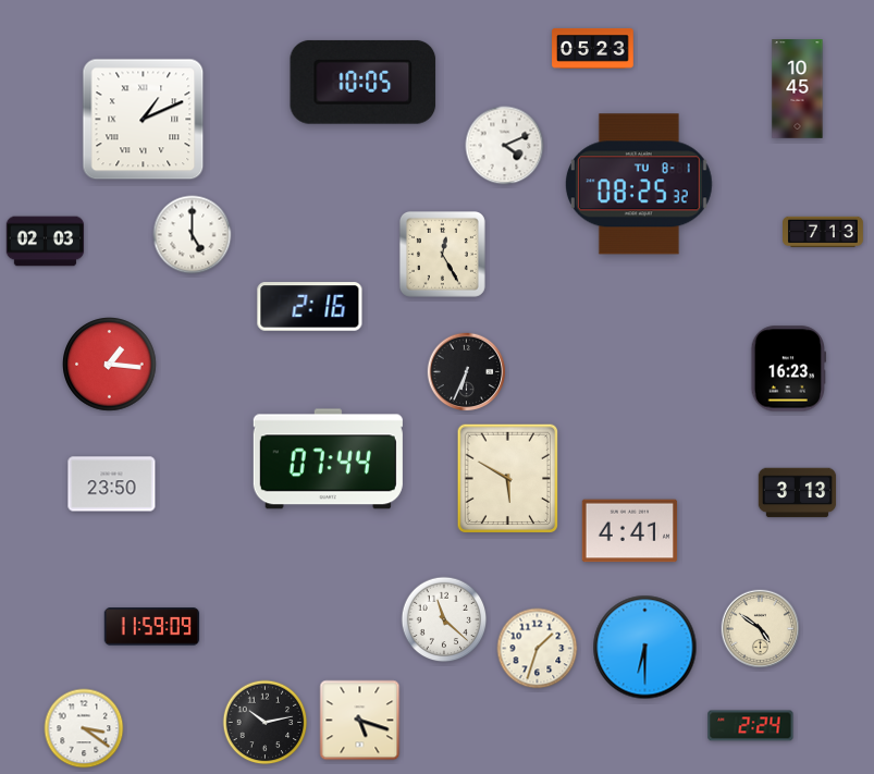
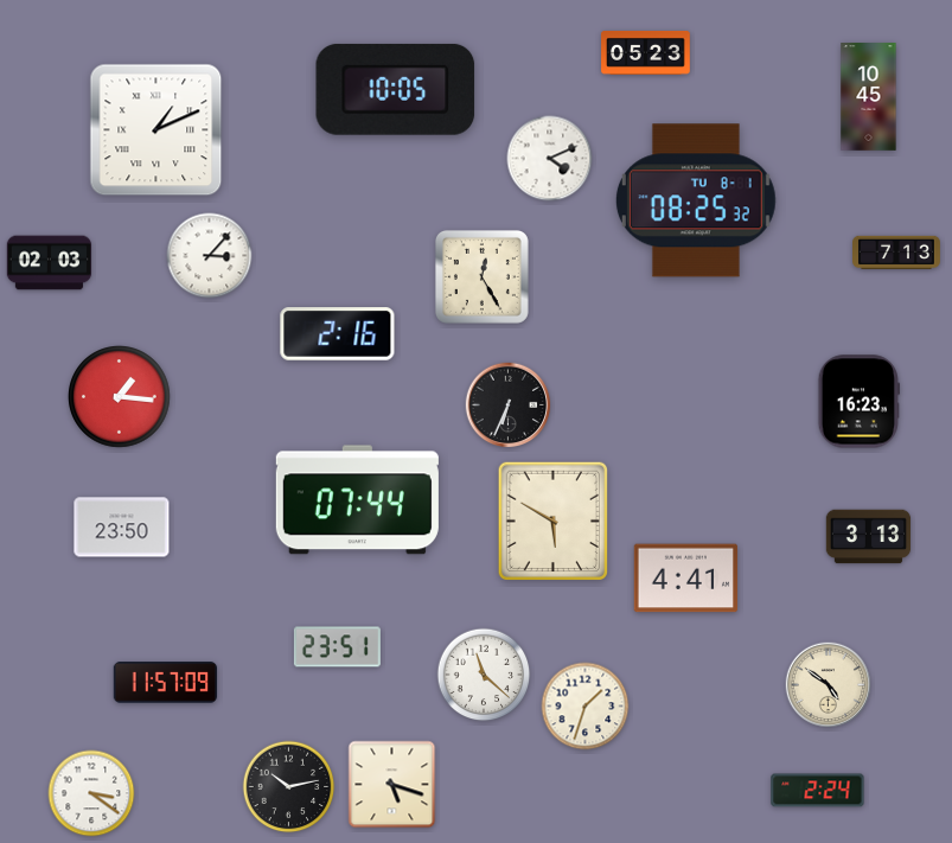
clock at (193, 235): 5:00 -> 3:07
clock at (337, 647): none -> 23:51
clock at (152, 627): 11:59 -> 11:57
clock at (645, 648): 6:30 -> none
